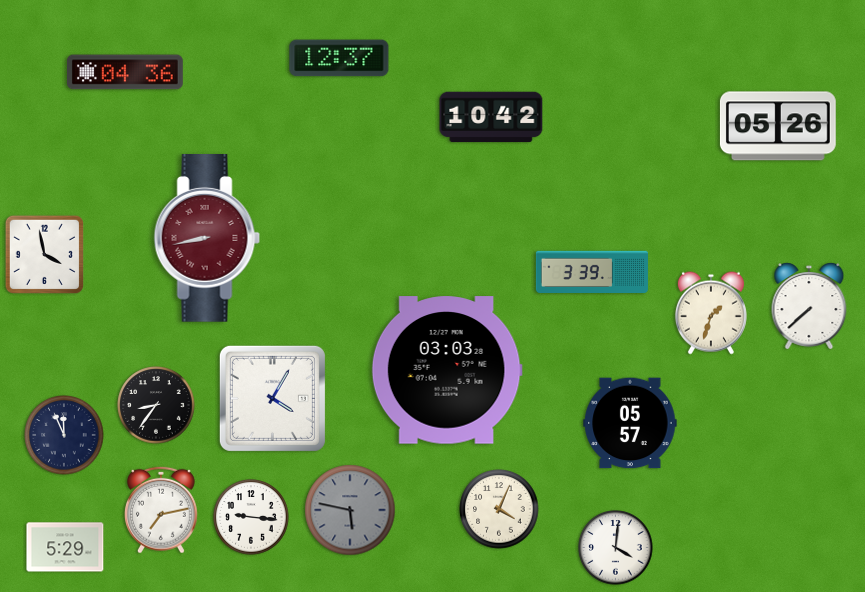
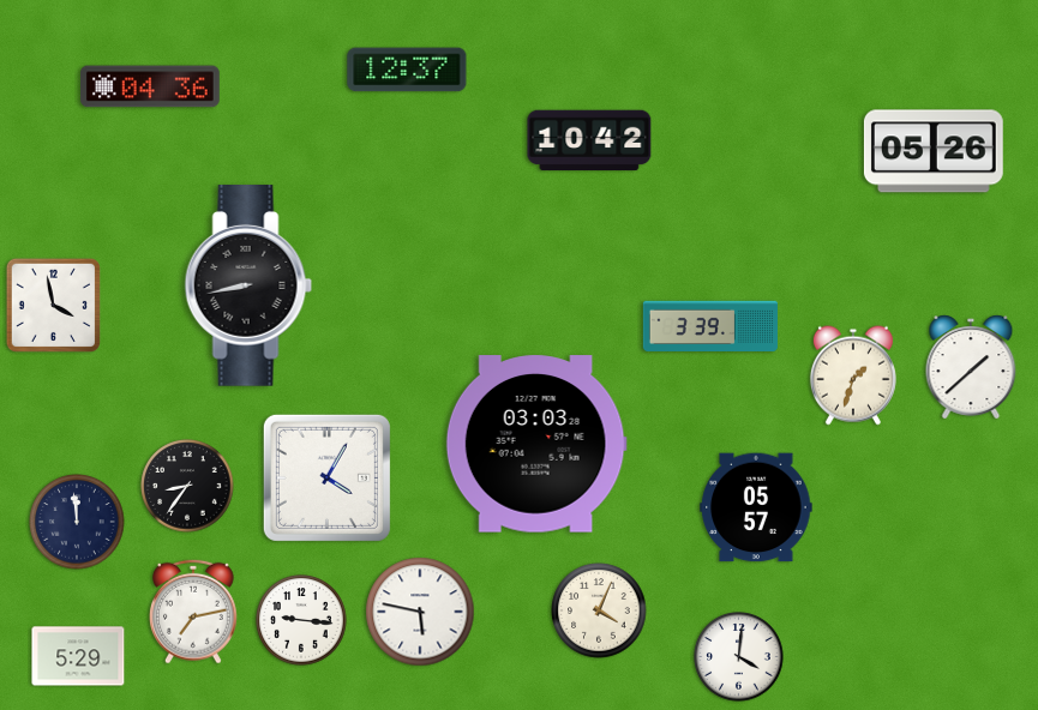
clock at (207, 239) dial: burgundy -> black
clock at (809, 306): 7:38 -> 1:38
clock at (64, 435): 11:56 -> 11:59
clock at (350, 510) dial: grey -> white
